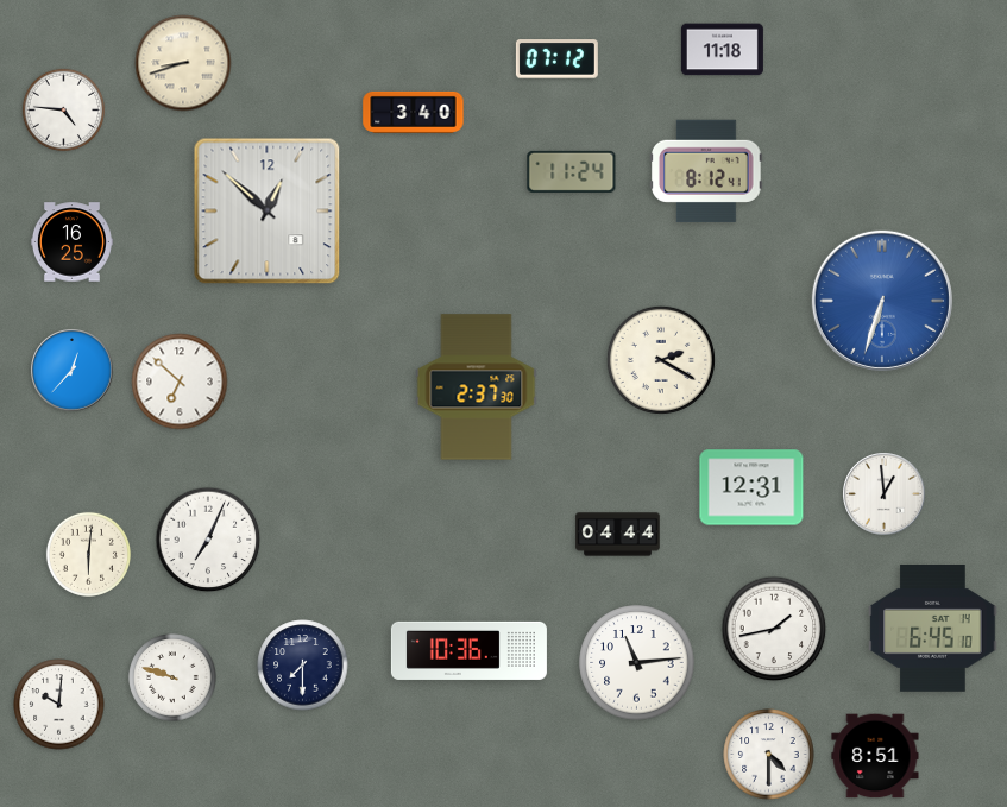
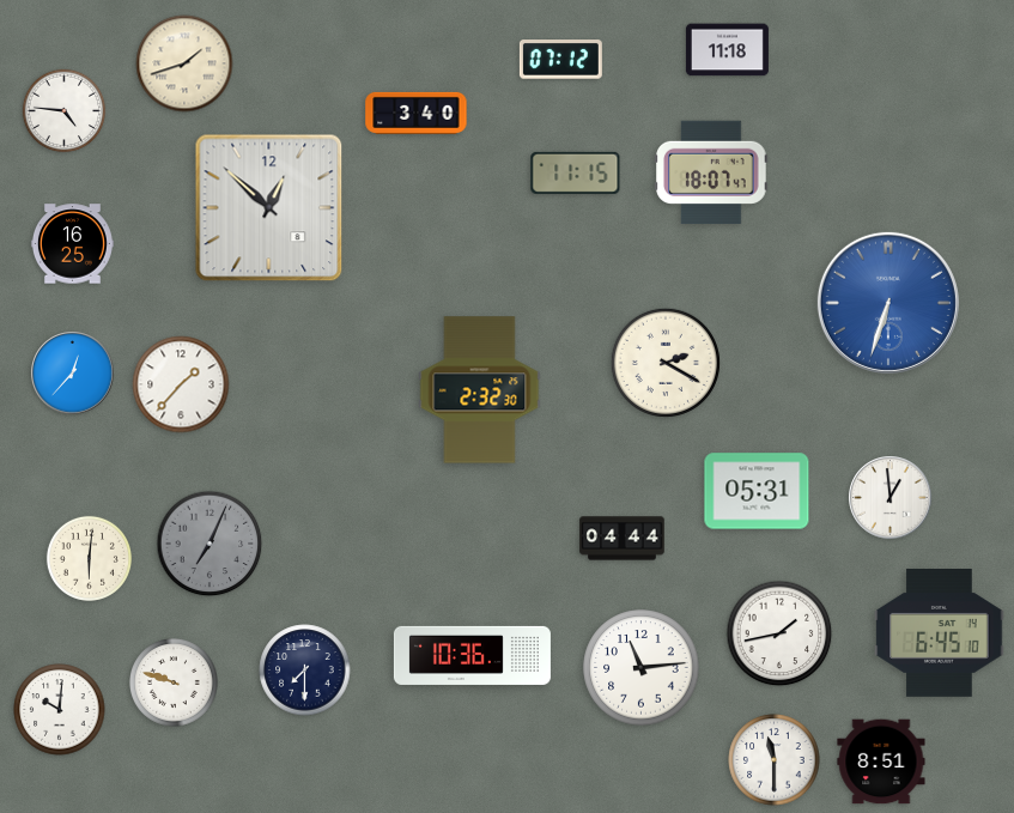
clock at (183, 63): 8:42 -> 1:42
clock at (572, 171): 11:24 -> 11:15
clock at (706, 171): 8:12 -> 18:07
clock at (268, 212) position: (268, 212) -> (269, 208)
clock at (180, 382): 6:52 -> 1:37
clock at (477, 387): 2:37 -> 2:32
clock at (751, 487): 12:31 -> 05:31
clock at (208, 540) dial: white -> grey
clock at (769, 755): 4:30 -> 11:30
